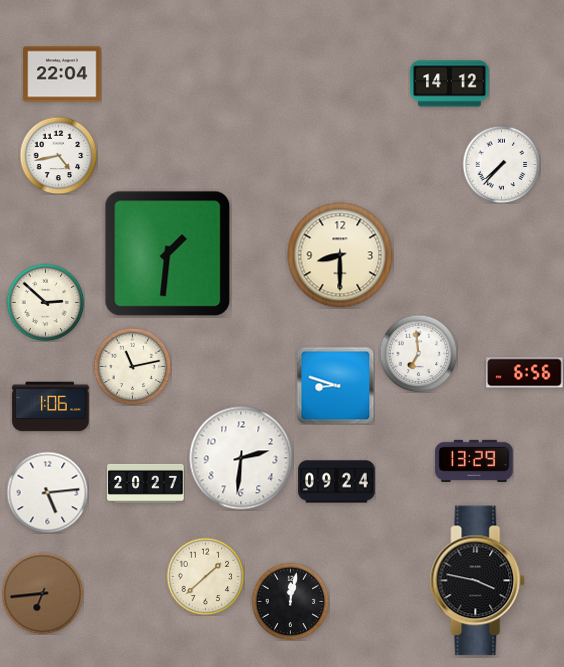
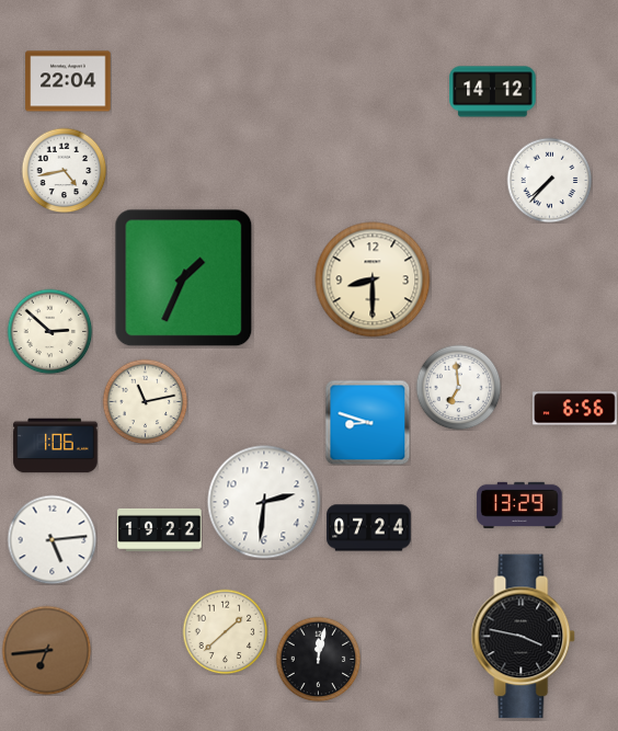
clock at (168, 254): 1:31 -> 1:34
clock at (337, 482): 09:24 -> 07:24
clock at (146, 483): 20:27 -> 19:22
